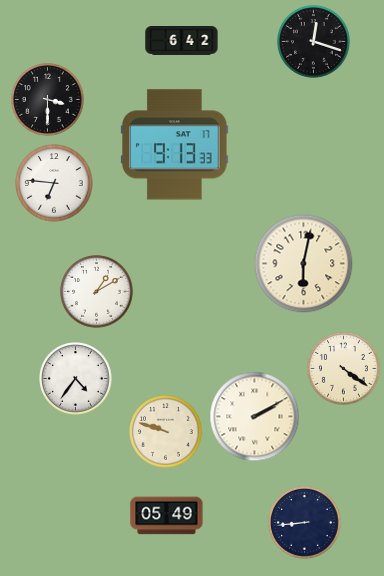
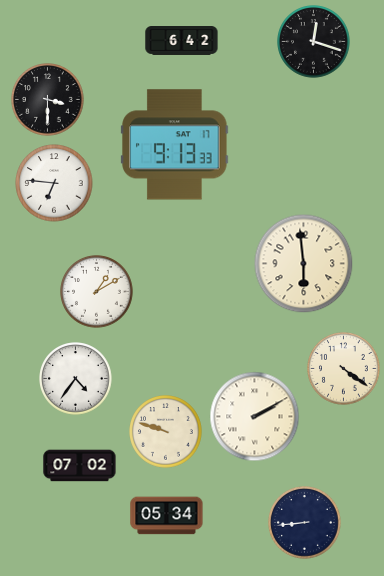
clock at (304, 264): 6:02 -> 5:59
clock at (80, 466): none -> 07:02
clock at (167, 516): 05:49 -> 05:34
